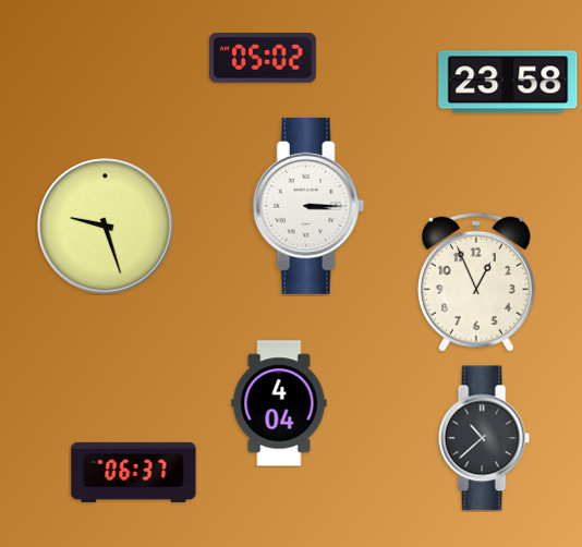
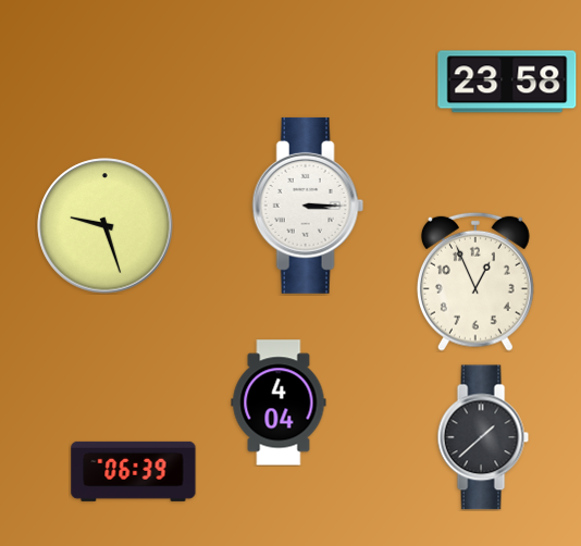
clock at (263, 58): 05:02 -> none
clock at (484, 438): 10:38 -> 1:38
clock at (134, 472): 06:37 -> 06:39
